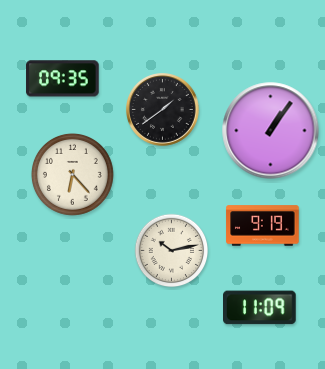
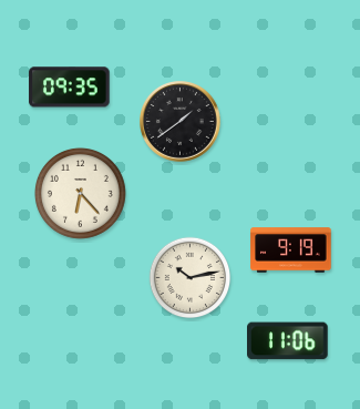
clock at (271, 131): 1:06 -> none
clock at (260, 308): 11:09 -> 11:06
